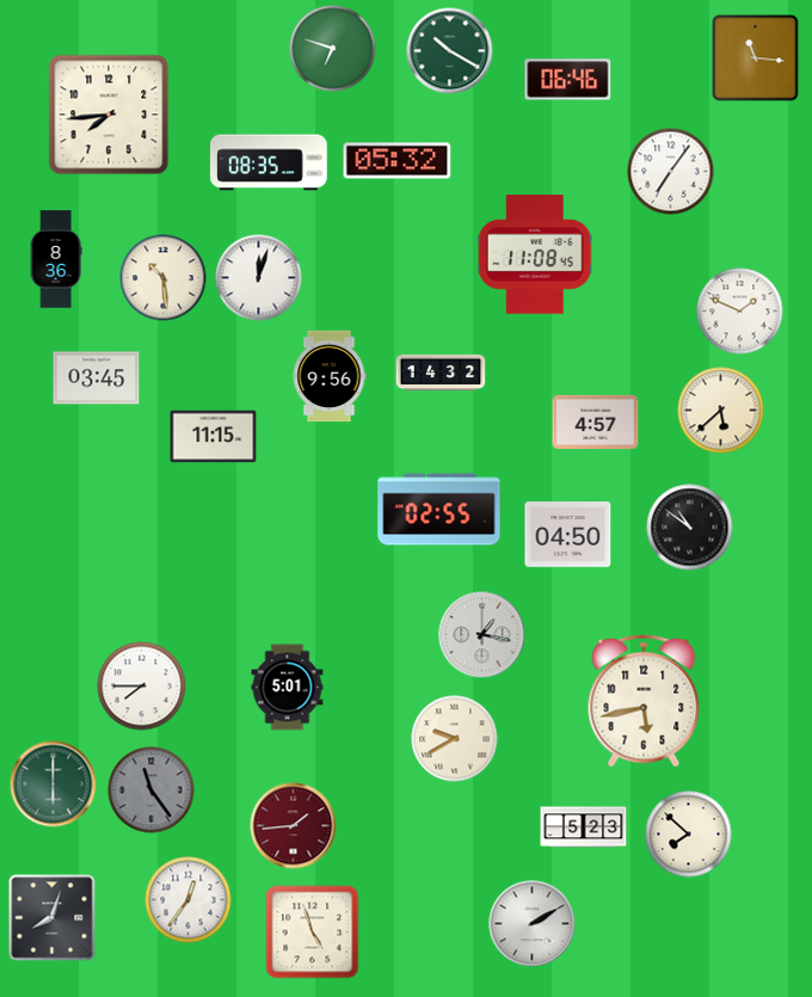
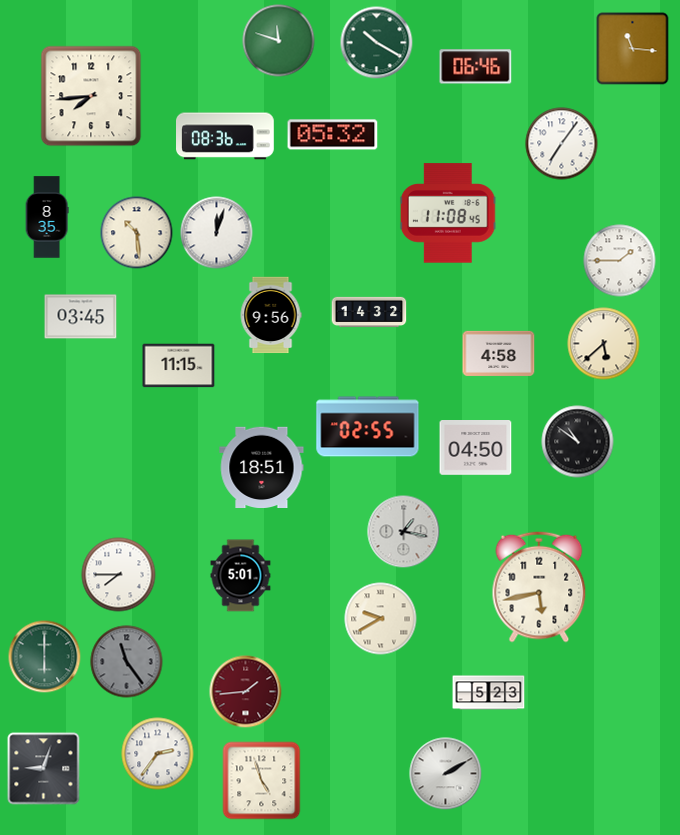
clock at (333, 49): 6:48 -> 11:48
clock at (270, 162): 08:35 -> 08:36
clock at (56, 259): 8:36 -> 8:35
clock at (740, 312): 1:49 -> 1:45
clock at (330, 376) position: (330, 376) -> (271, 315)
clock at (596, 421): 4:57 -> 4:58
clock at (262, 468): none -> 18:51
clock at (689, 835): 7:52 -> none
clock at (189, 900): 12:36 -> 2:36
clock at (53, 918): 8:03 -> 9:03
